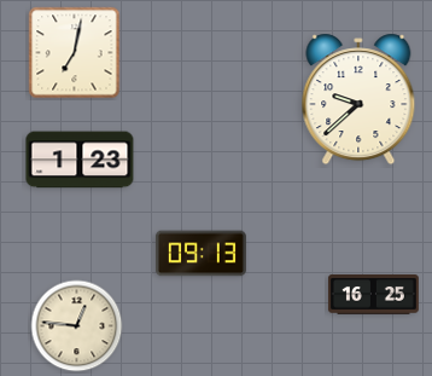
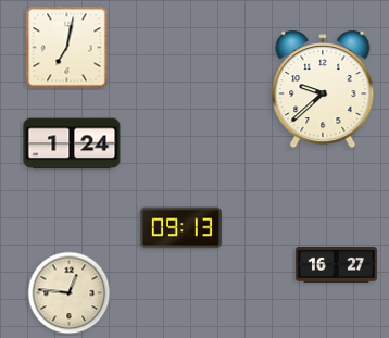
clock at (80, 160): 1:23 -> 1:24
clock at (373, 295): 16:25 -> 16:27
